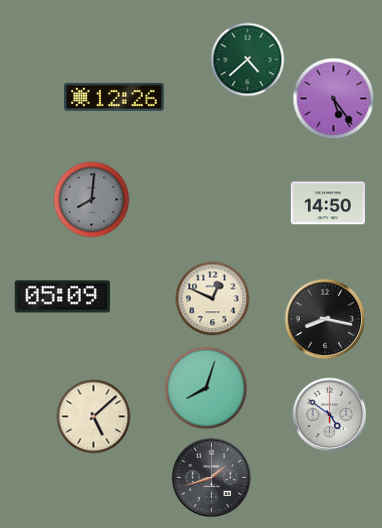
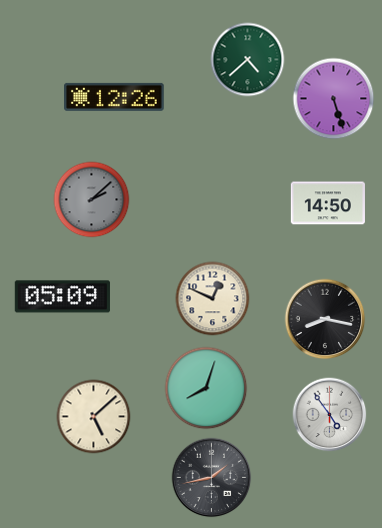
clock at (334, 99): 5:24 -> 5:27
clock at (92, 200): 8:01 -> 2:08
clock at (330, 415): 4:51 -> 4:54
clock at (212, 478): 1:42 -> 1:43
